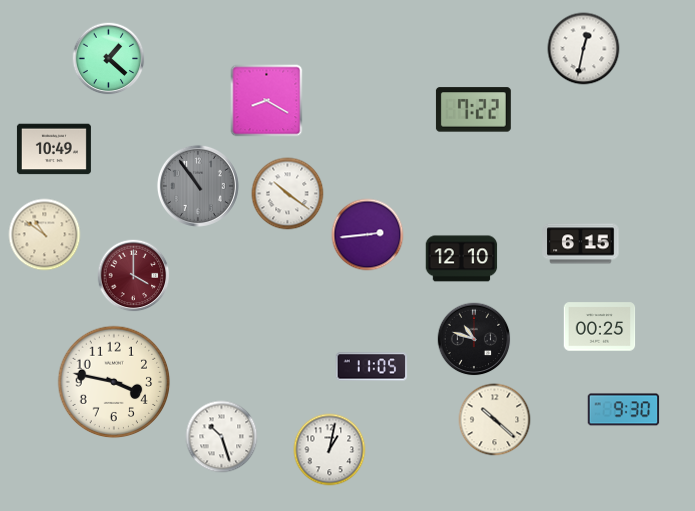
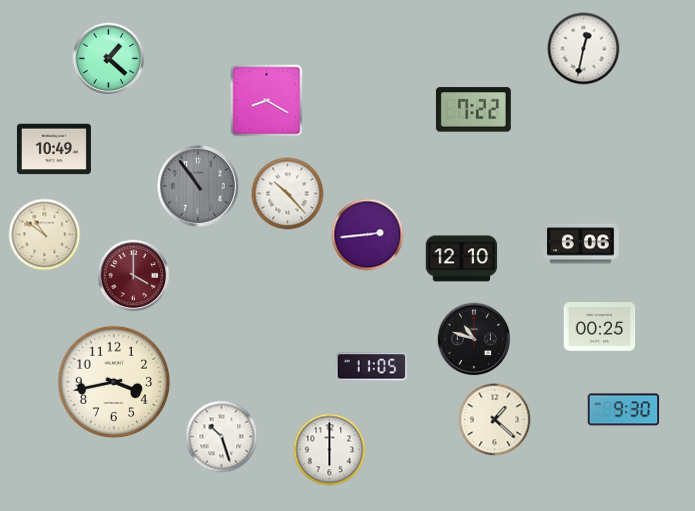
clock at (288, 194): 10:21 -> 10:23
clock at (581, 244): 6:15 -> 6:06
clock at (114, 382): 3:47 -> 3:43
clock at (495, 420): 10:22 -> 1:22
clock at (330, 450): 1:02 -> 6:00
